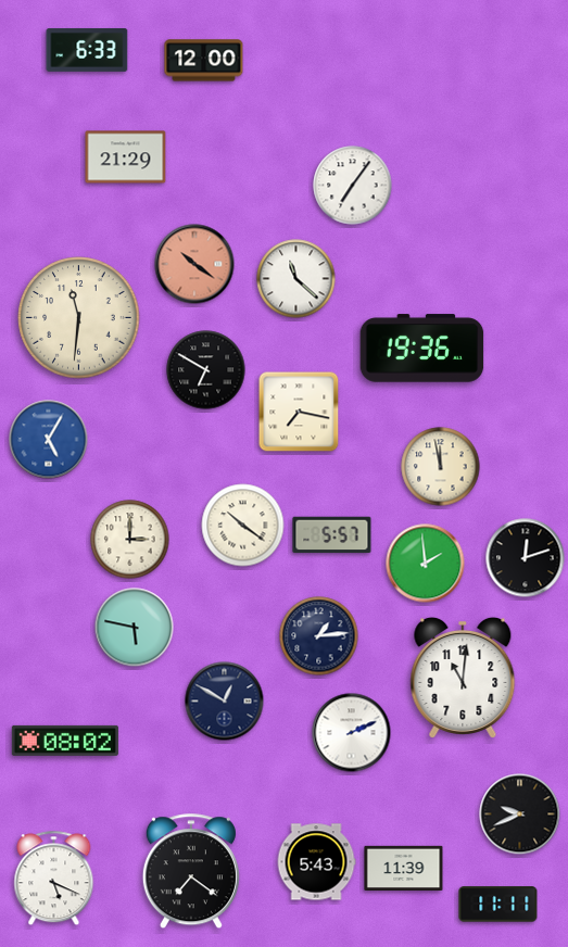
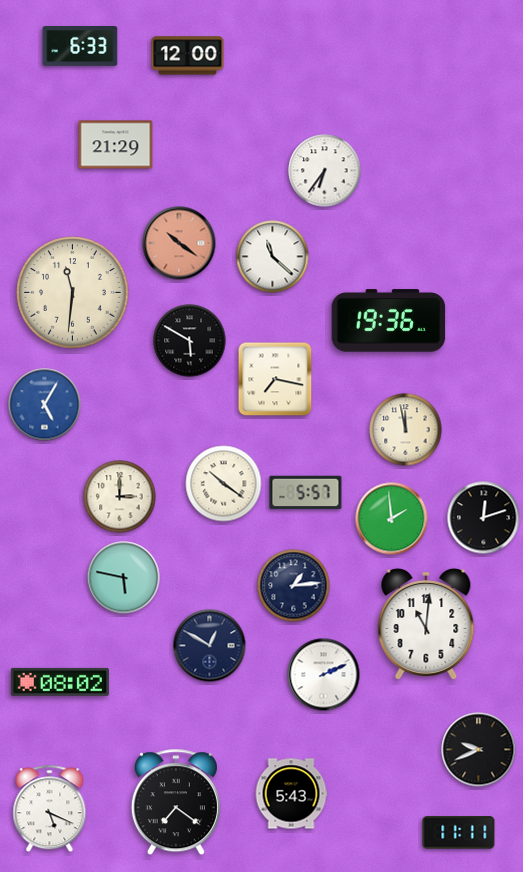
clock at (353, 186): 7:06 -> 6:36
clock at (206, 370): 6:50 -> 5:50
clock at (526, 558) position: (526, 558) -> (484, 518)
clock at (225, 702) position: (225, 702) -> (210, 646)
clock at (404, 868): 11:39 -> none
